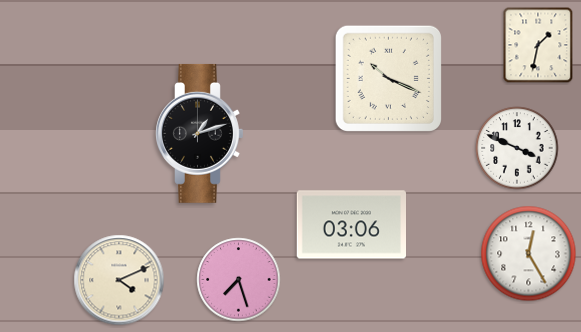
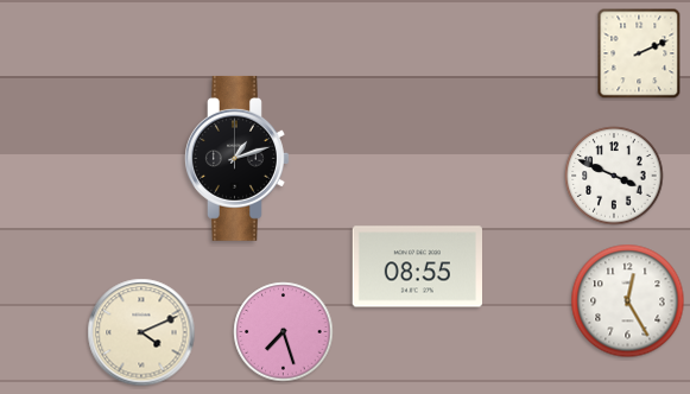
clock at (538, 45): 1:32 -> 2:11
clock at (388, 78): 10:19 -> none
clock at (351, 225): 03:06 -> 08:55
